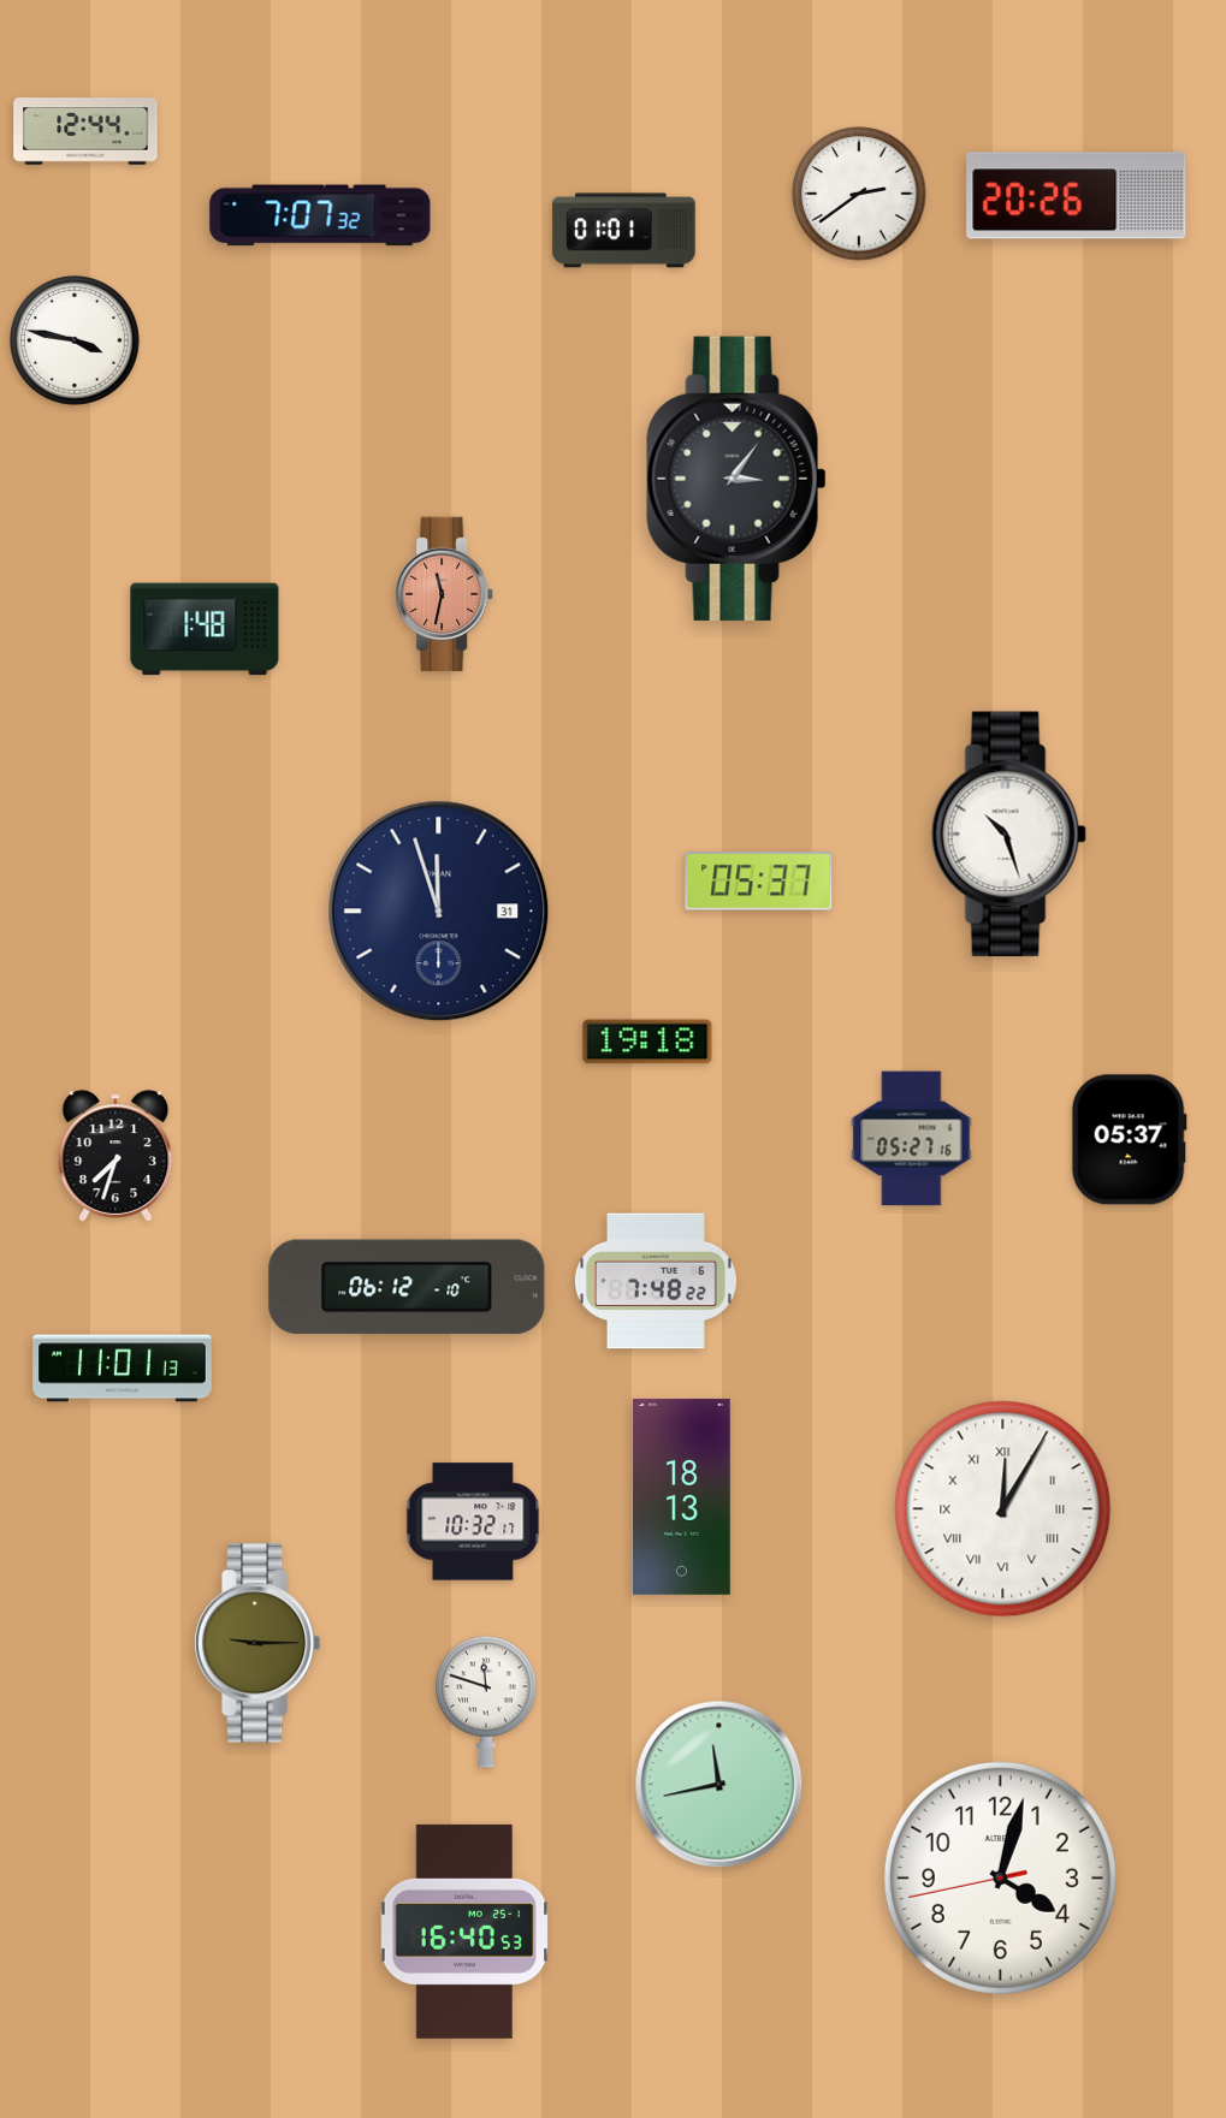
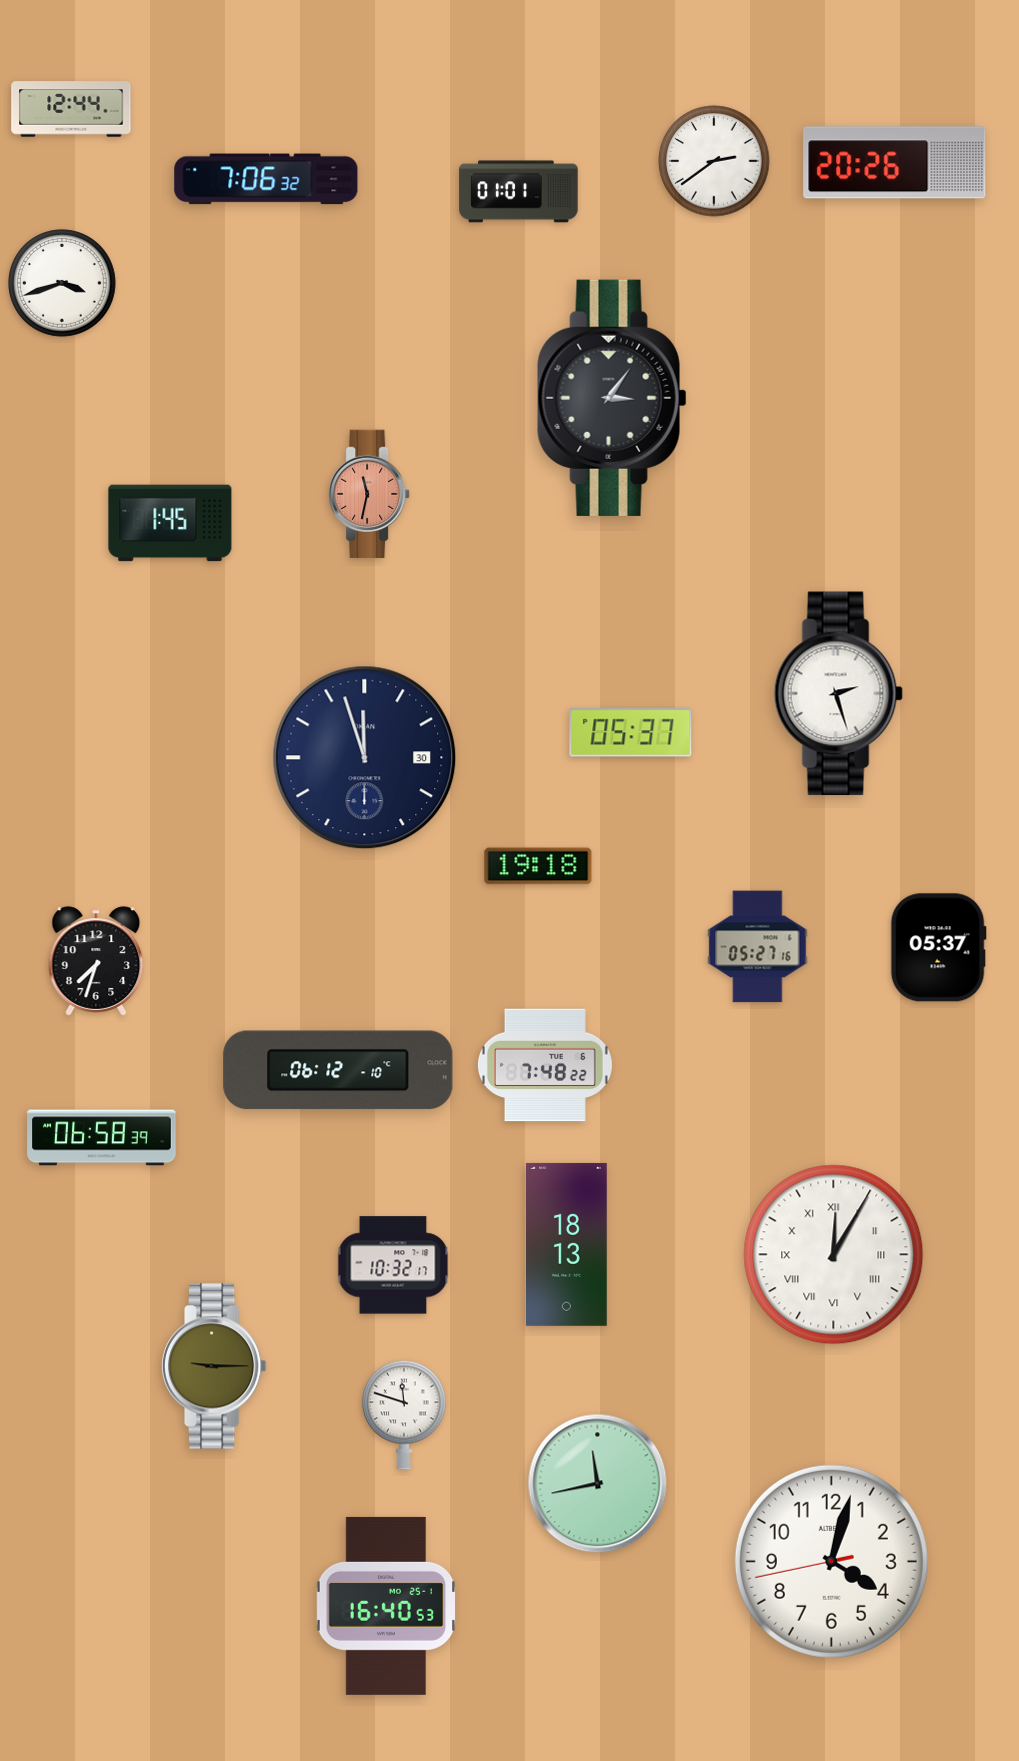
clock at (320, 215): 7:07 -> 7:06
clock at (76, 342): 3:47 -> 3:42
clock at (205, 629): 1:48 -> 1:45
clock at (1008, 835): 10:27 -> 2:27
clock at (439, 912) date: 31 -> 30
clock at (123, 1369): 11:01 -> 06:58
